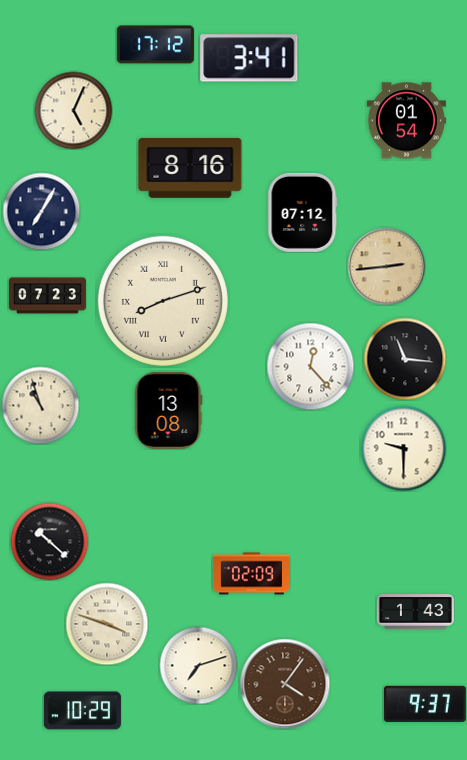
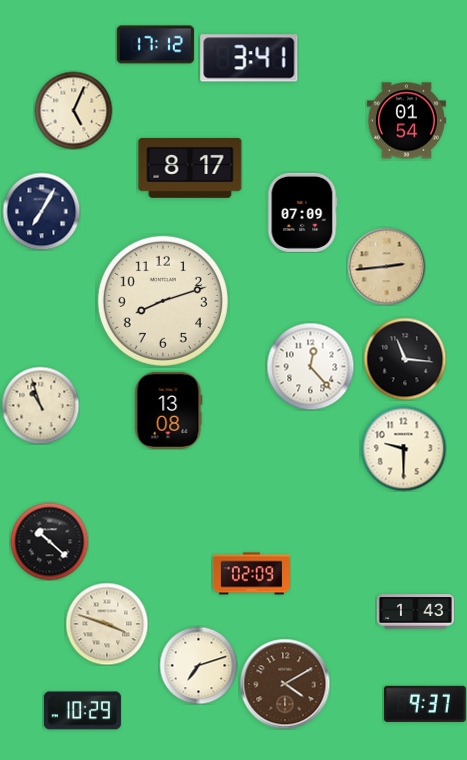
clock at (190, 168): 8:16 -> 8:17
clock at (303, 212): 07:12 -> 07:09
clock at (47, 296): 07:23 -> none
clock at (163, 301) numerals: Roman -> Arabic
clock at (285, 684): 4:06 -> 4:10
